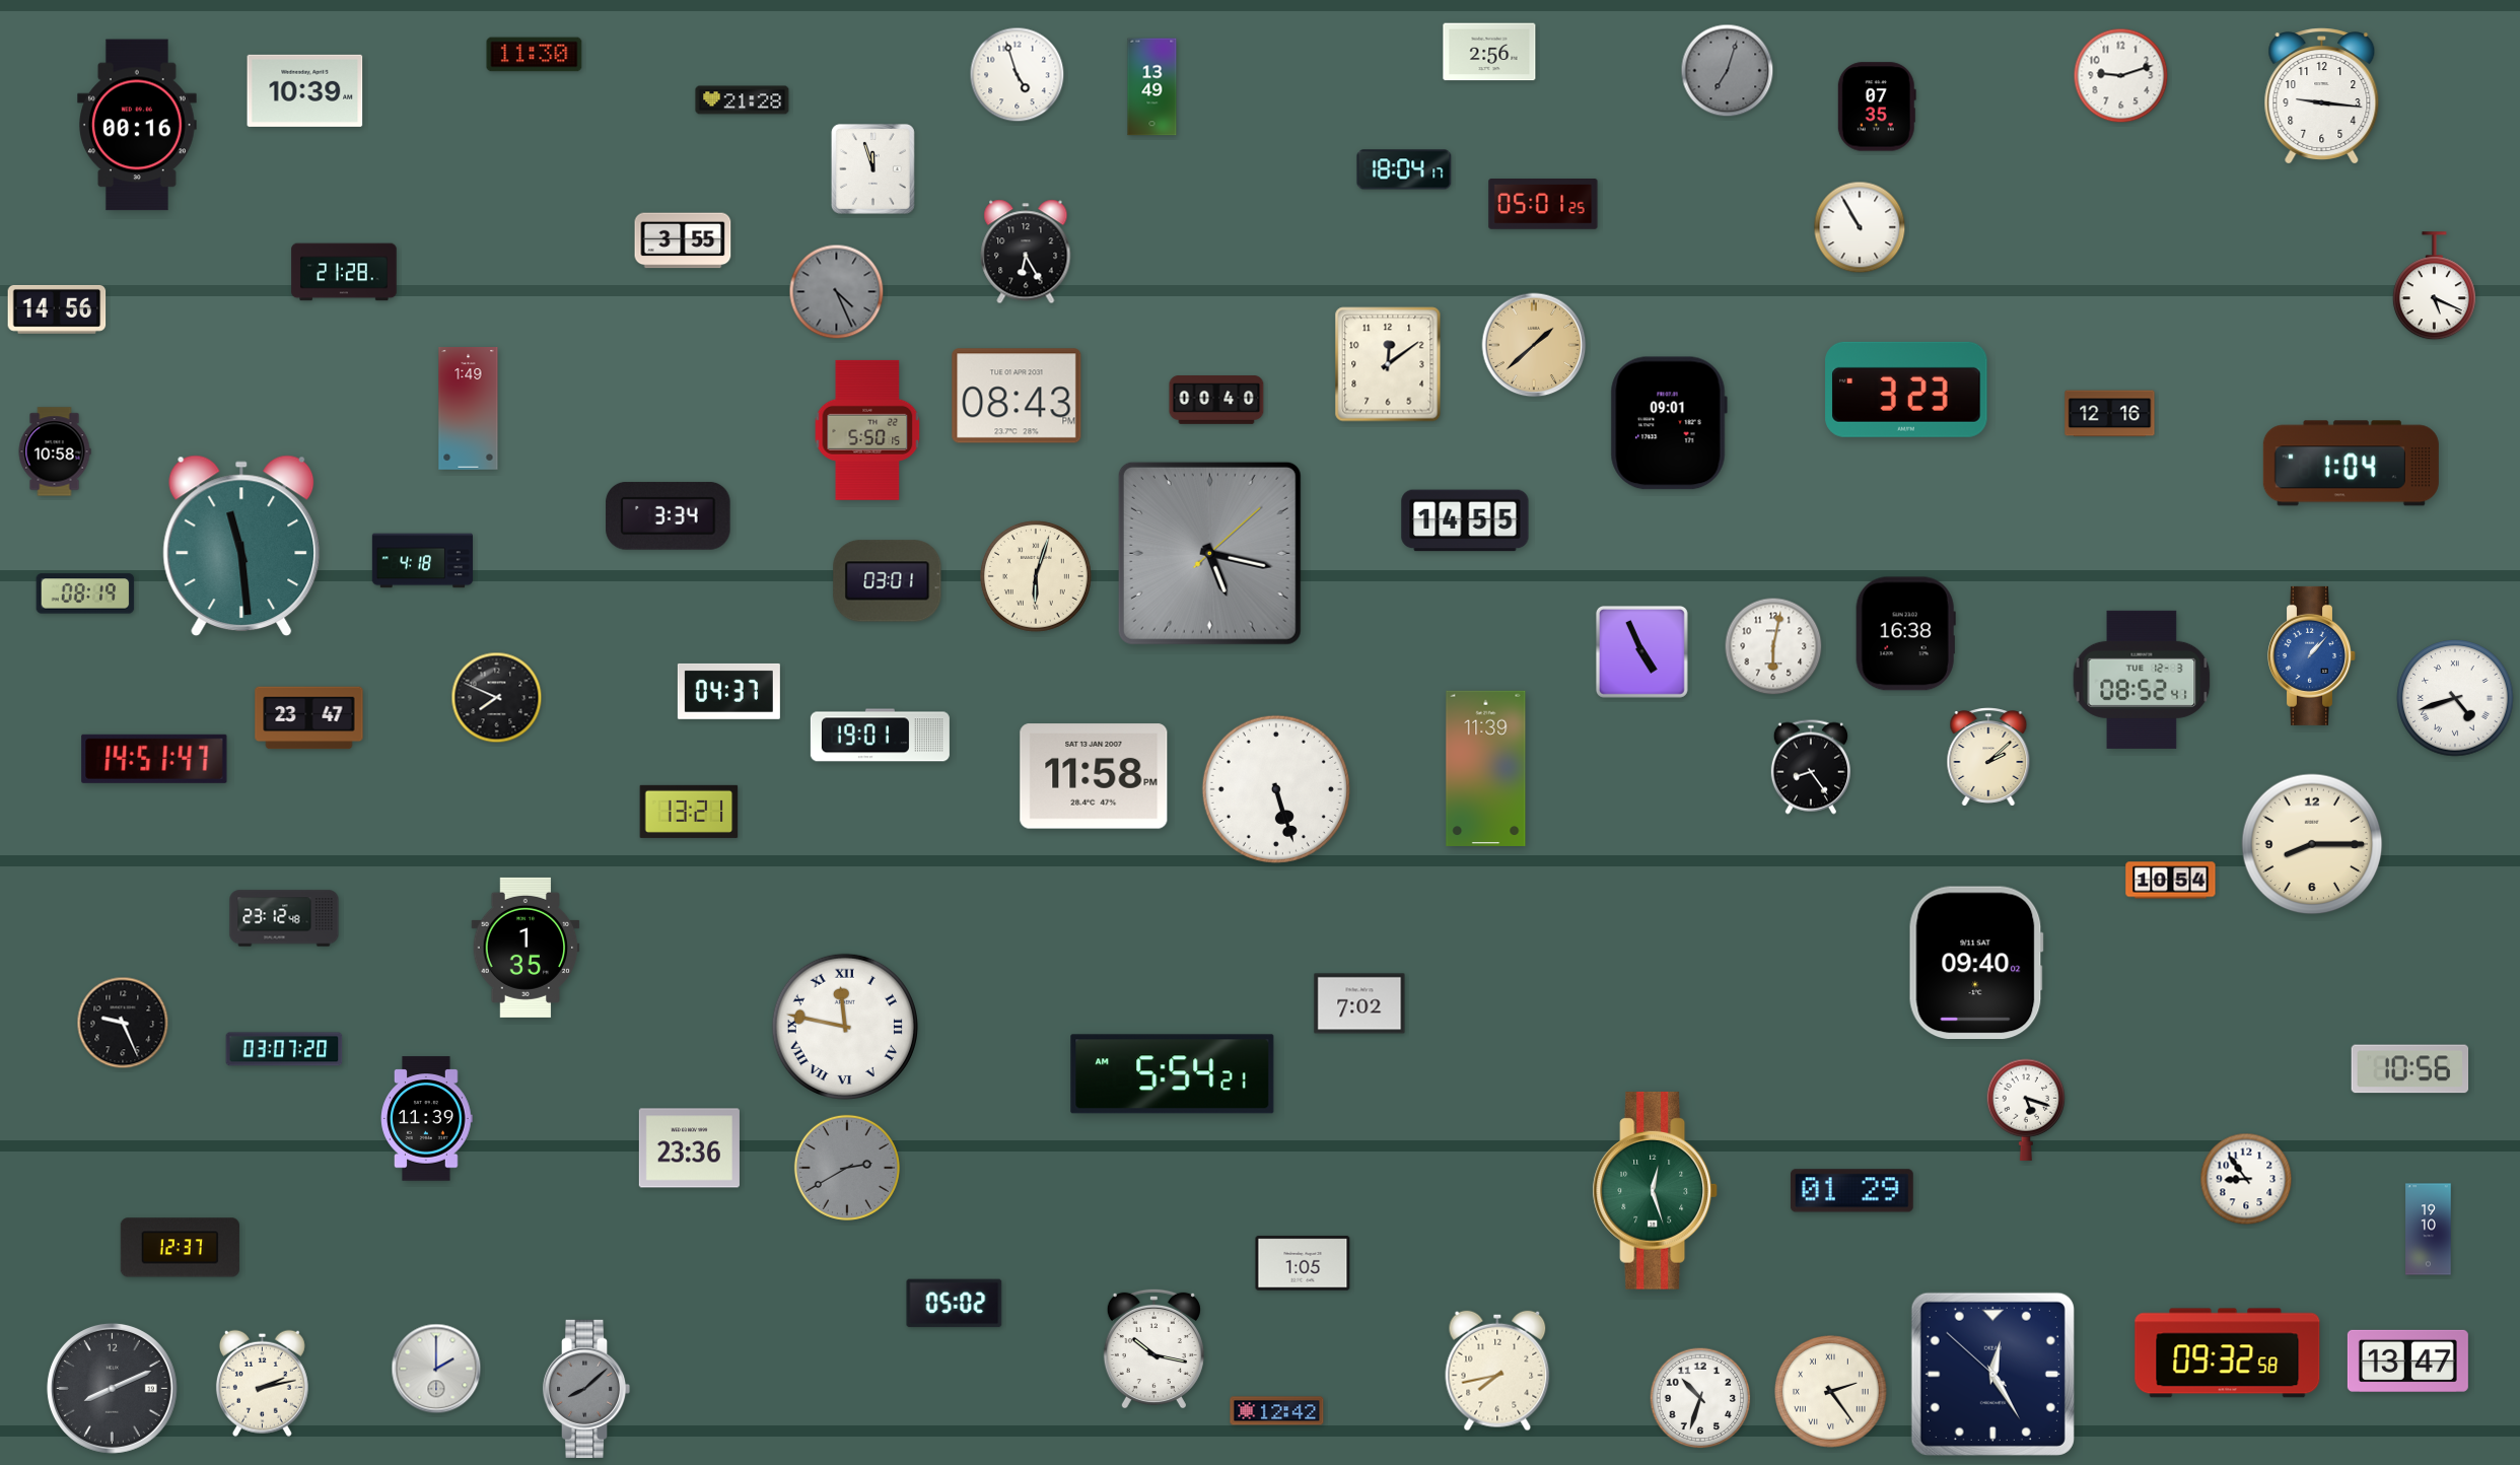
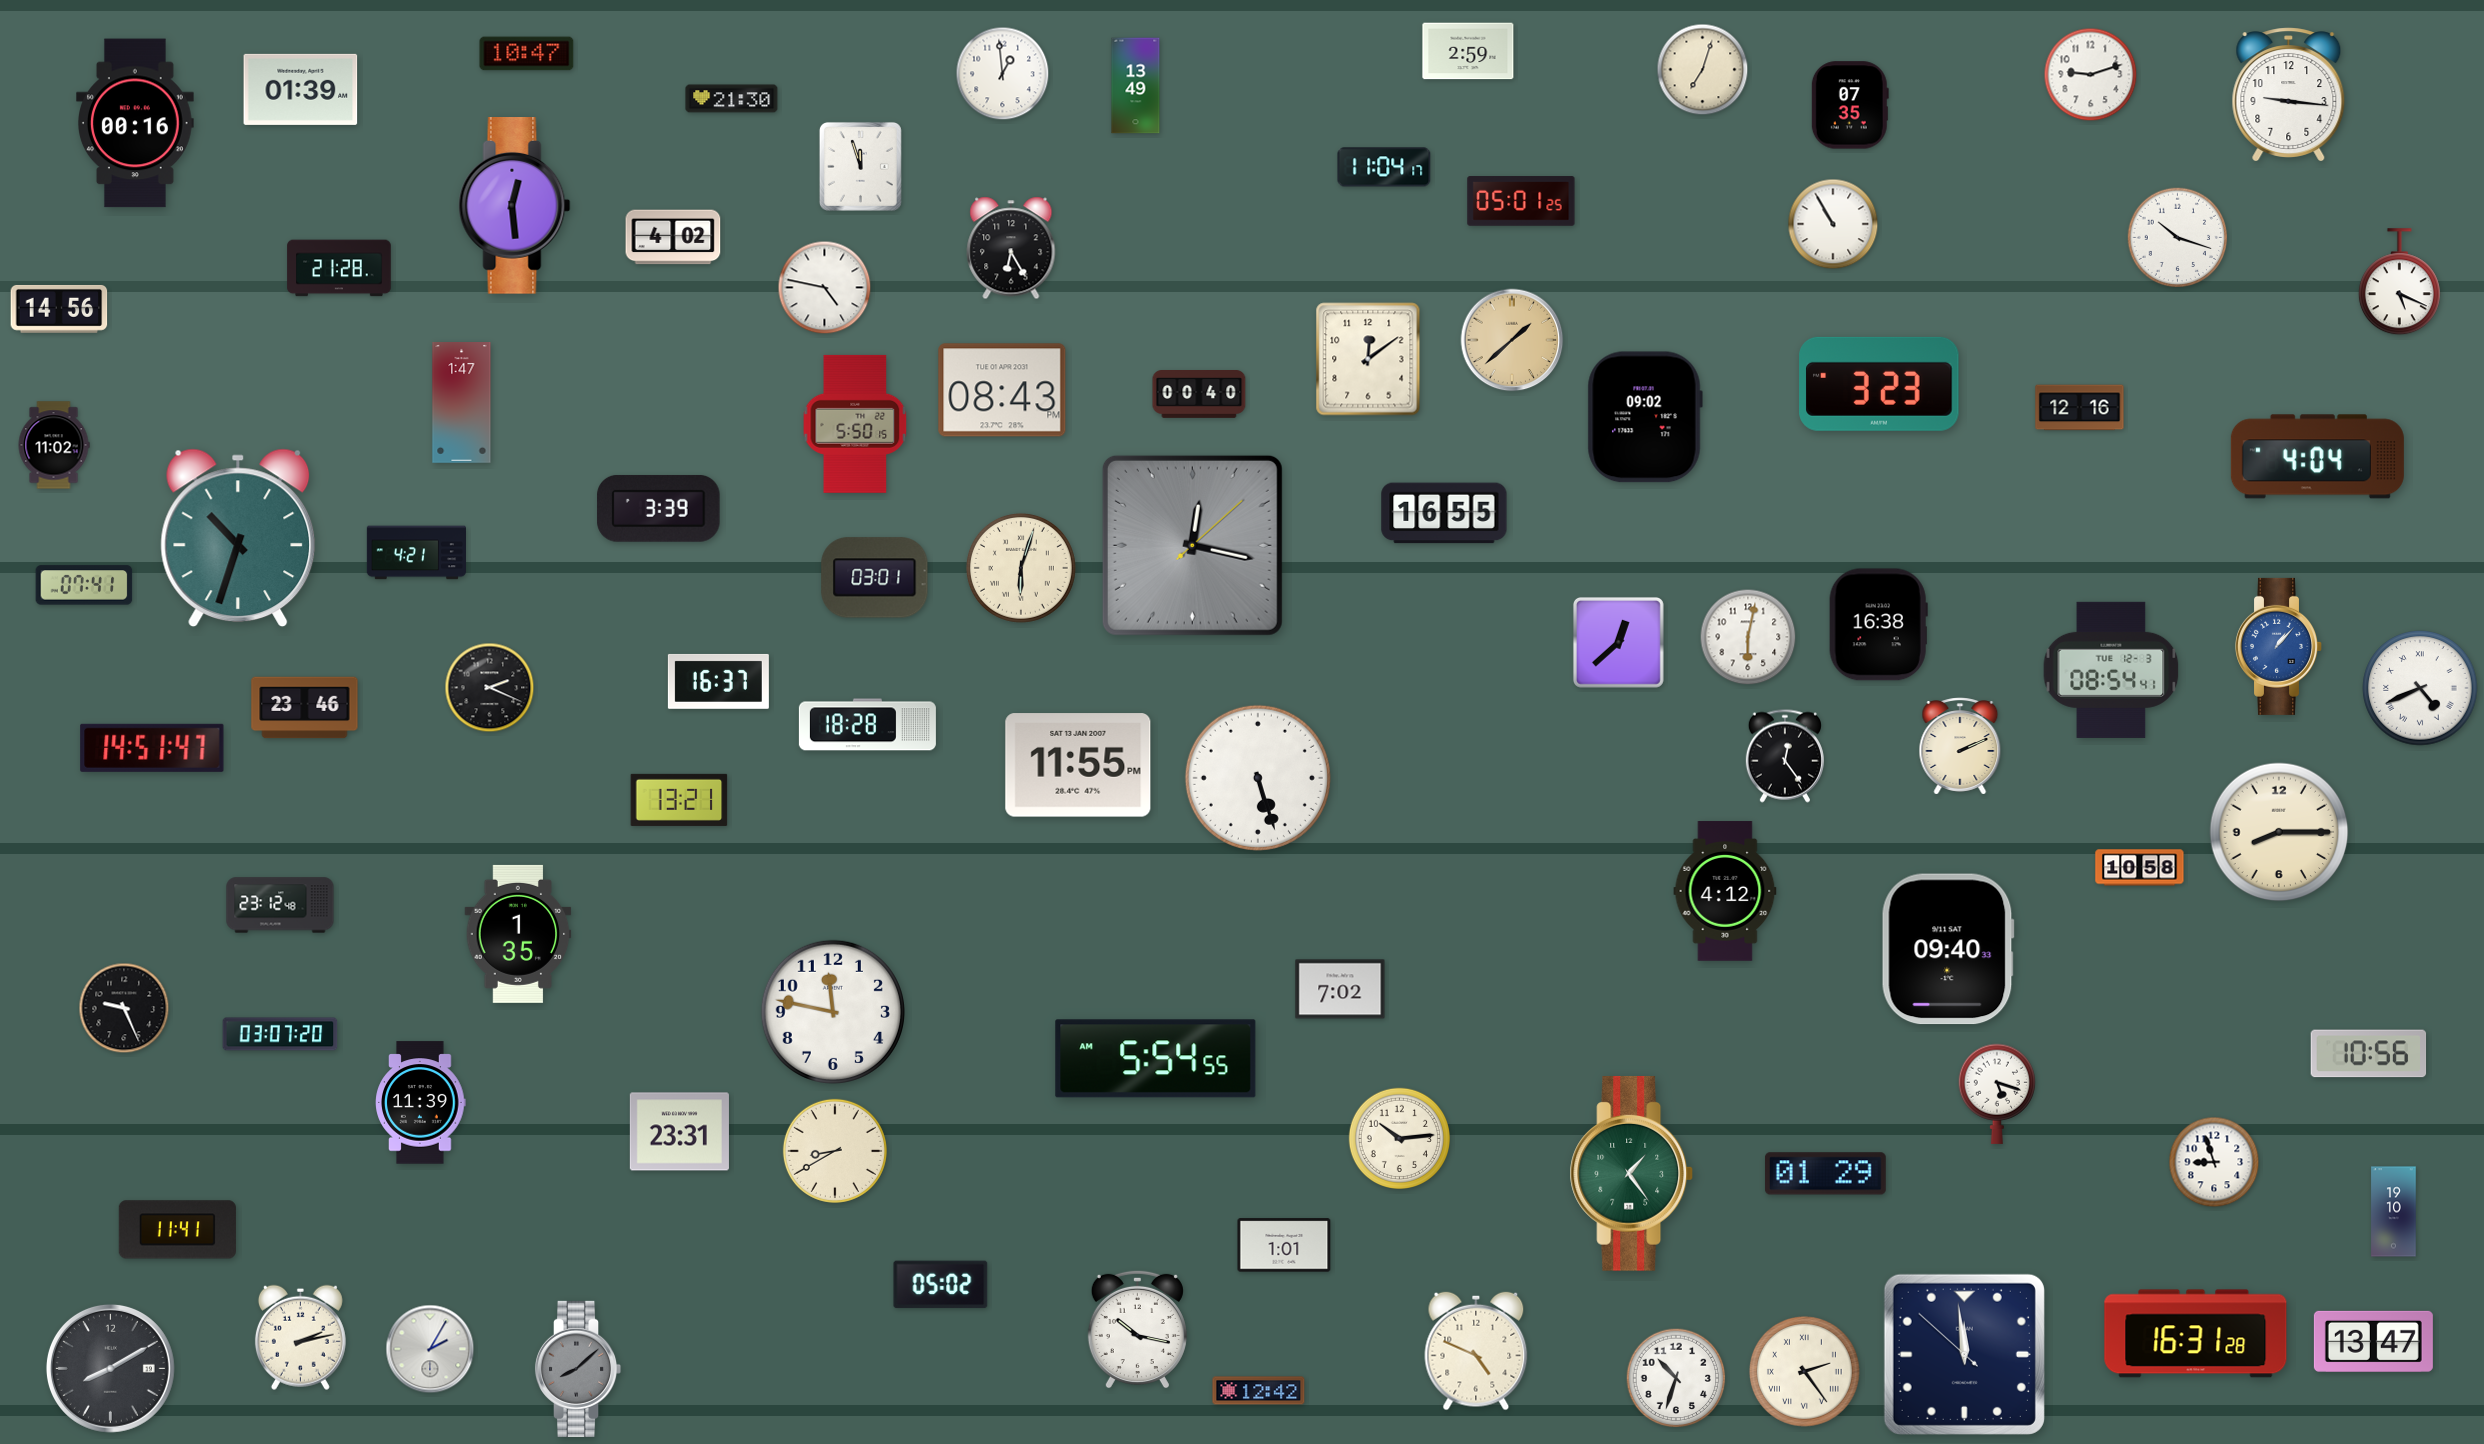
clock at (1489, 52): 2:56 -> 2:59
clock at (535, 55): 11:30 -> 10:47
clock at (1728, 71) dial: grey -> cream
clock at (1018, 75): 4:57 -> 12:59
clock at (305, 90): 10:39 -> 01:39
clock at (743, 100): 21:28 -> 21:30
clock at (1404, 169): 18:04 -> 11:04
clock at (515, 206): none -> 12:29
clock at (683, 240): 3:55 -> 4:02
clock at (2178, 238): none -> 10:18
clock at (837, 292): 4:26 -> 4:47
clock at (837, 292) dial: grey -> white
clock at (57, 309) position: (57, 309) -> (59, 309)
clock at (469, 409): 1:49 -> 1:47
clock at (1669, 423): 09:01 -> 09:02
clock at (55, 451): 10:58 -> 11:02
clock at (2351, 464): 1:04 -> 4:04
clock at (669, 515): 3:34 -> 3:39
clock at (1465, 520): 14:55 -> 16:55
clock at (241, 546): 11:29 -> 10:33
clock at (1209, 553): 5:17 -> 12:17
clock at (422, 561): 4:18 -> 4:21
clock at (888, 581) position: (888, 581) -> (875, 578)
clock at (85, 594): 08:19 -> 07:41
clock at (1641, 651): 4:56 -> 12:38
clock at (2142, 680): 08:52 -> 08:54
clock at (728, 691): 04:37 -> 16:37
clock at (497, 698): 7:49 -> 2:19
clock at (2455, 698): 4:42 -> 4:41
clock at (309, 718): 23:47 -> 23:46
clock at (880, 736): 19:01 -> 18:28
clock at (1988, 757): 2:08 -> 2:11
clock at (1811, 767): 8:24 -> 12:24
clock at (1486, 768): 11:39 -> none
clock at (1094, 776): 11:58 -> 11:55
clock at (2171, 881): 10:54 -> 10:58
clock at (1725, 891): none -> 4:12
clock at (1976, 963): 09:40:02 -> 09:40:33
clock at (123, 1023) position: (123, 1023) -> (124, 1008)
clock at (845, 1027) numerals: Roman -> Arabic
clock at (2410, 1069) position: (2410, 1069) -> (2369, 1054)
clock at (1173, 1074): 5:54:21 -> 5:54:55
clock at (689, 1148): 23:36 -> 23:31
clock at (1399, 1138): none -> 10:14
clock at (847, 1168): 2:40 -> 8:40
clock at (847, 1168) dial: grey -> cream
clock at (2246, 1179): 8:54 -> 8:57
clock at (1656, 1190): 12:27 -> 1:24
clock at (180, 1248): 12:37 -> 11:41
clock at (1303, 1263): 1:05 -> 1:01
clock at (2228, 1353): 09:32 -> 16:31
clock at (436, 1369): 2:00 -> 2:05
clock at (1497, 1371): 7:43 -> 4:49
clock at (1992, 1374): 12:24 -> 11:58
clock at (262, 1383) position: (262, 1383) -> (300, 1337)
clock at (112, 1388): 8:11 -> 8:10
